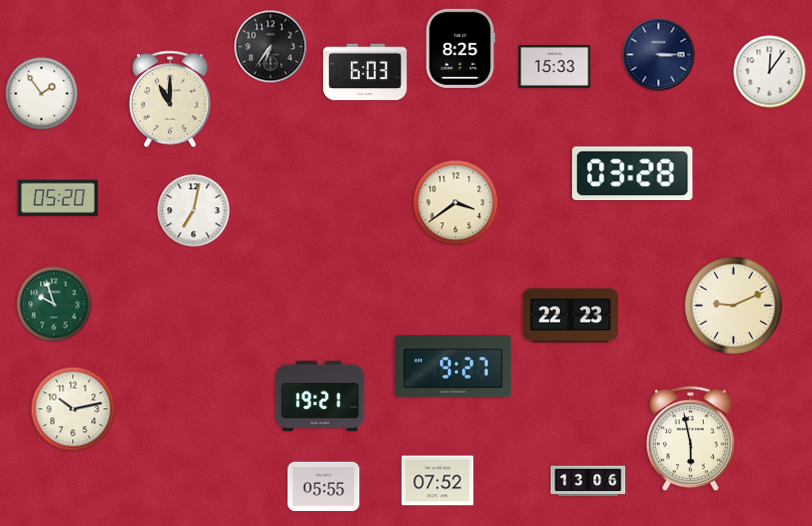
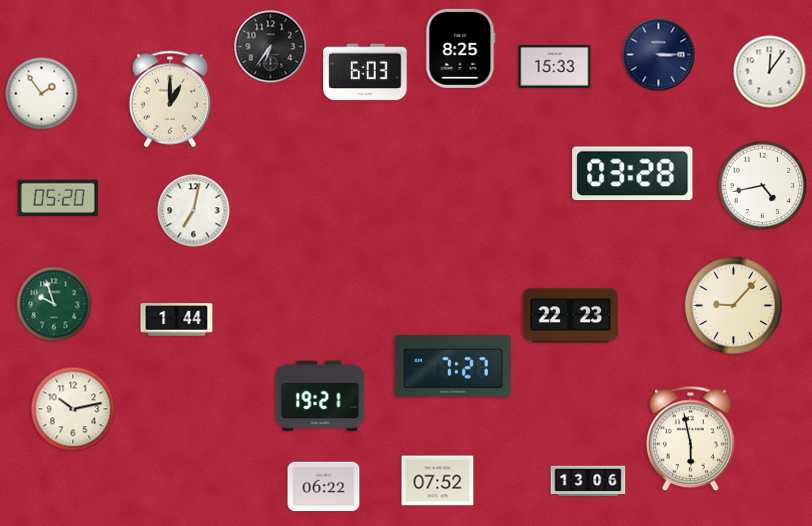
clock at (170, 99): 11:00 -> 1:00
clock at (763, 186): none -> 4:43
clock at (456, 203): 3:39 -> none
clock at (733, 305): 9:11 -> 9:07
clock at (177, 320): none -> 1:44
clock at (453, 366): 9:27 -> 7:27
clock at (324, 487): 05:55 -> 06:22
